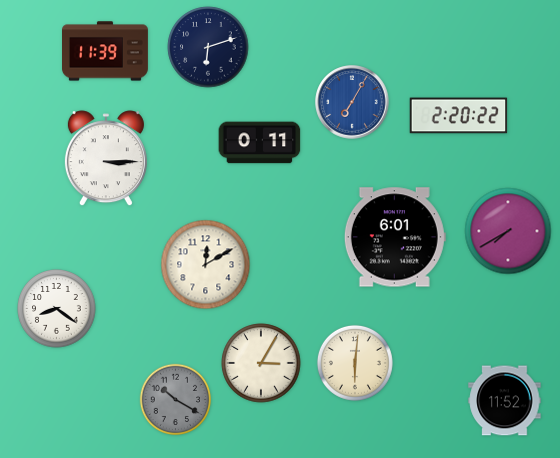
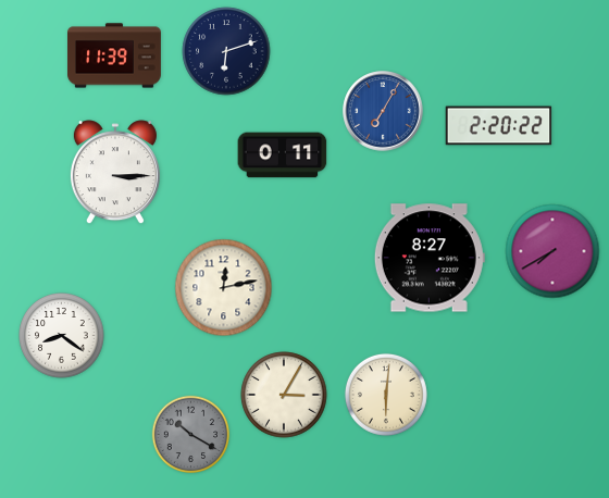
clock at (395, 237): 6:01 -> 8:27
clock at (206, 265): 12:10 -> 12:13
clock at (505, 401): 11:52 -> none
